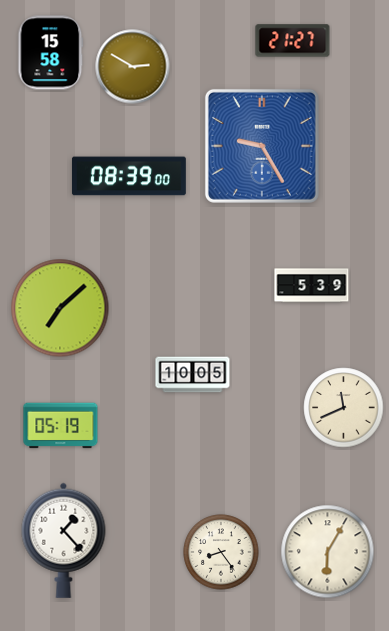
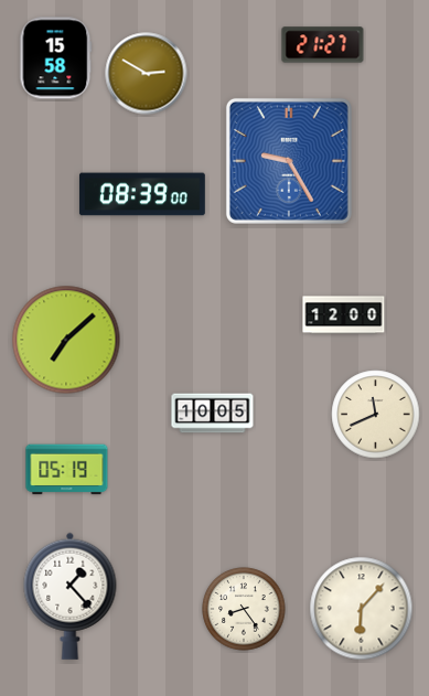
clock at (312, 286): 5:39 -> 12:00
clock at (344, 408) position: (344, 408) -> (376, 415)
clock at (328, 552): 6:05 -> 6:07
